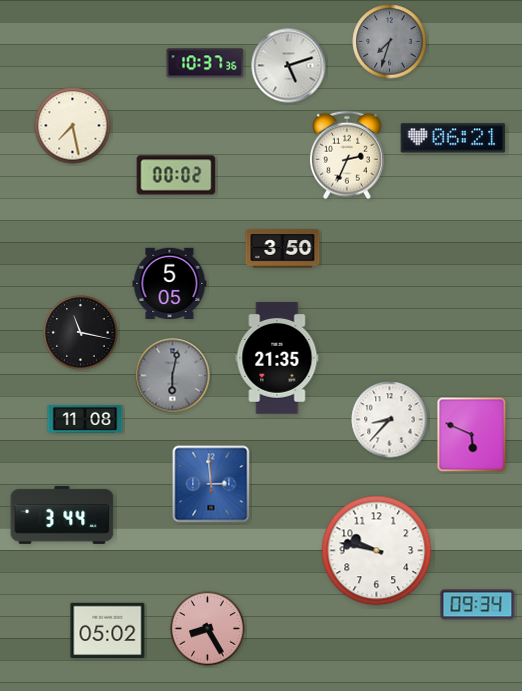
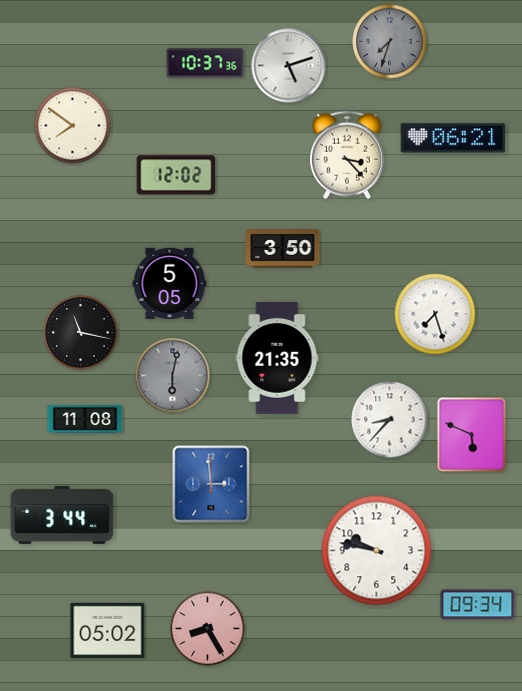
clock at (73, 126): 7:28 -> 7:51
clock at (347, 155): 2:34 -> 3:23
clock at (176, 175): 00:02 -> 12:02
clock at (435, 314): none -> 7:27
